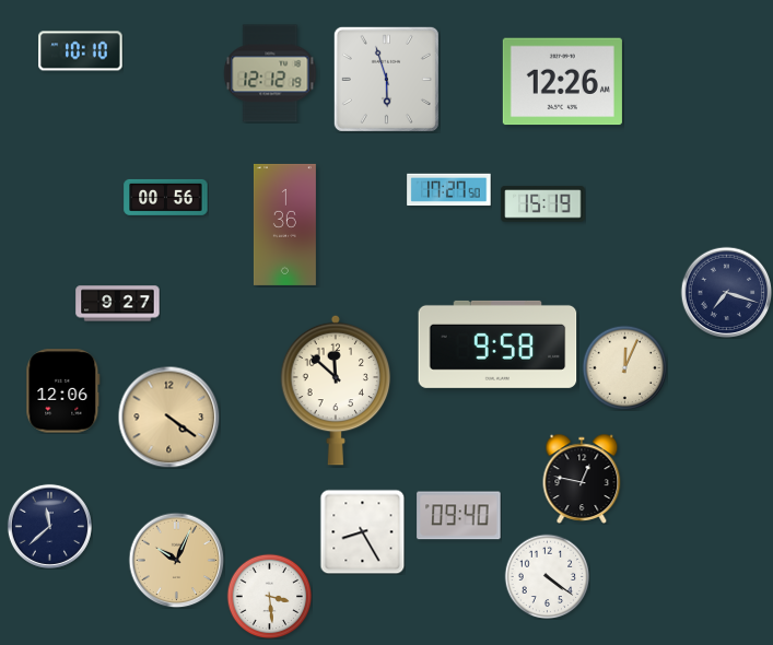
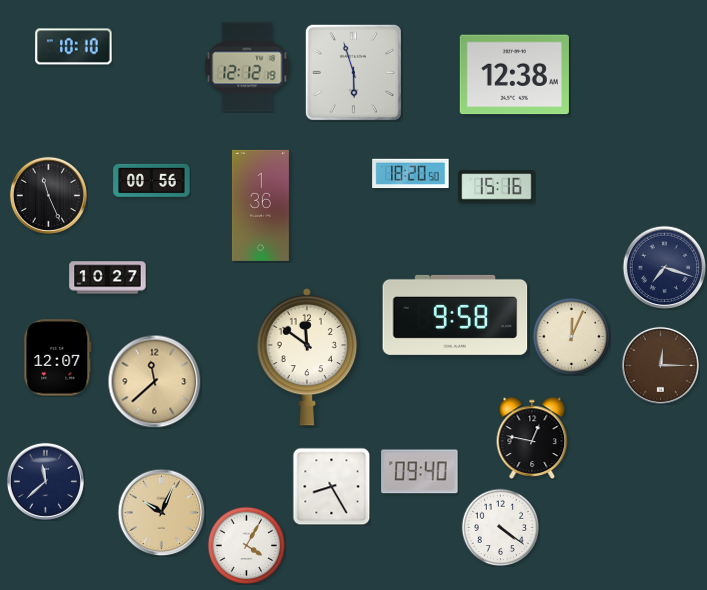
clock at (562, 82): 12:26 -> 12:38
clock at (449, 190): 17:27 -> 18:20
clock at (543, 204): 15:19 -> 15:16
clock at (48, 195): none -> 11:26
clock at (118, 304): 9:27 -> 10:27
clock at (336, 390): 11:52 -> 11:51
clock at (63, 391): 12:06 -> 12:07
clock at (660, 365): none -> 12:15
clock at (168, 417): 4:21 -> 11:38
clock at (269, 596): 3:29 -> 4:05
